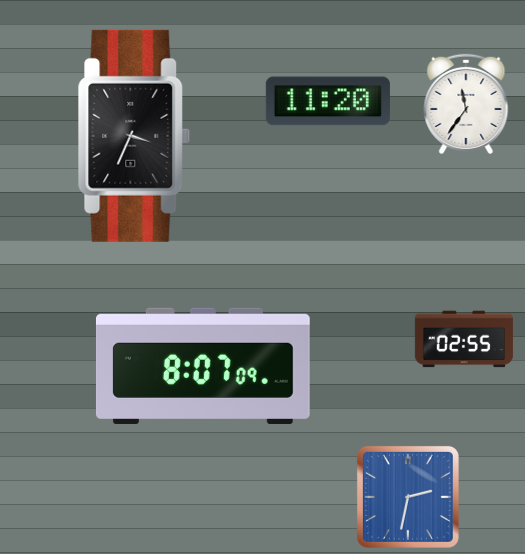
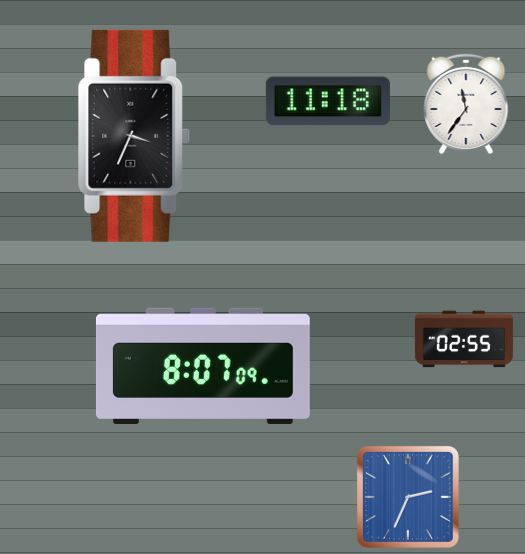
clock at (328, 101): 11:20 -> 11:18
clock at (408, 497): 2:32 -> 2:34
